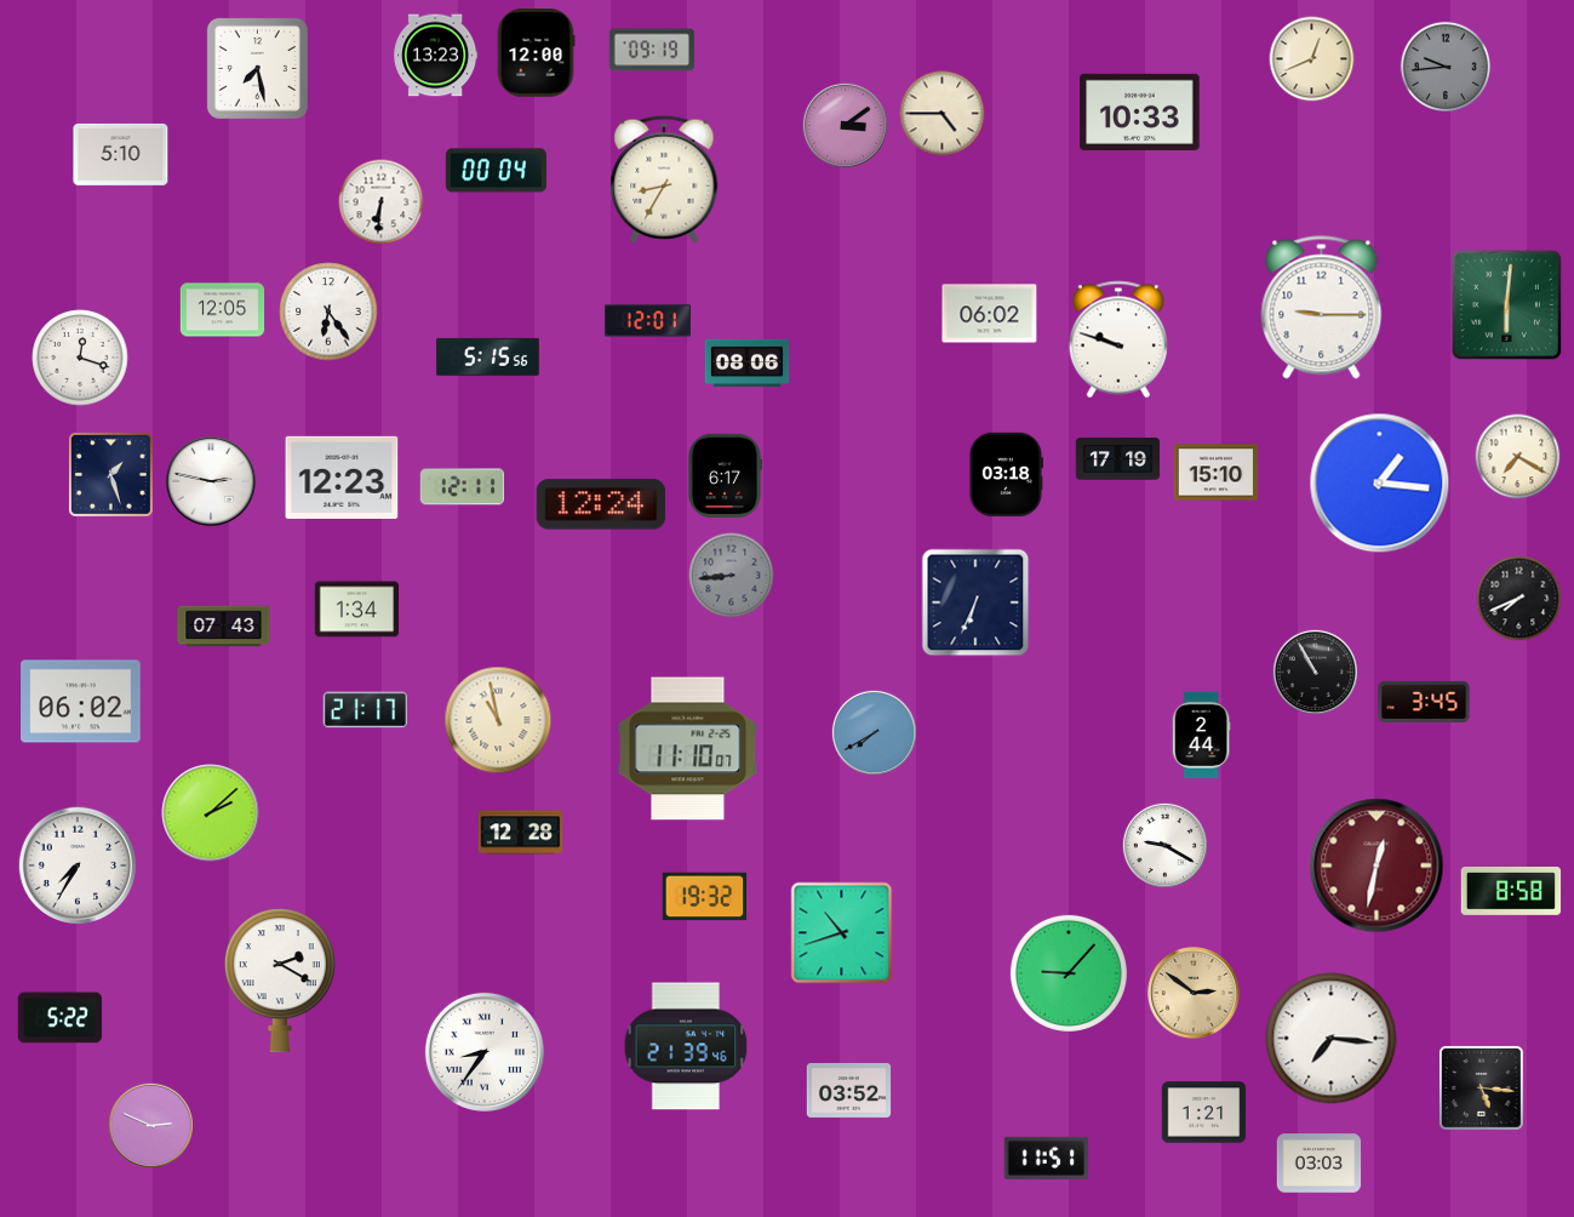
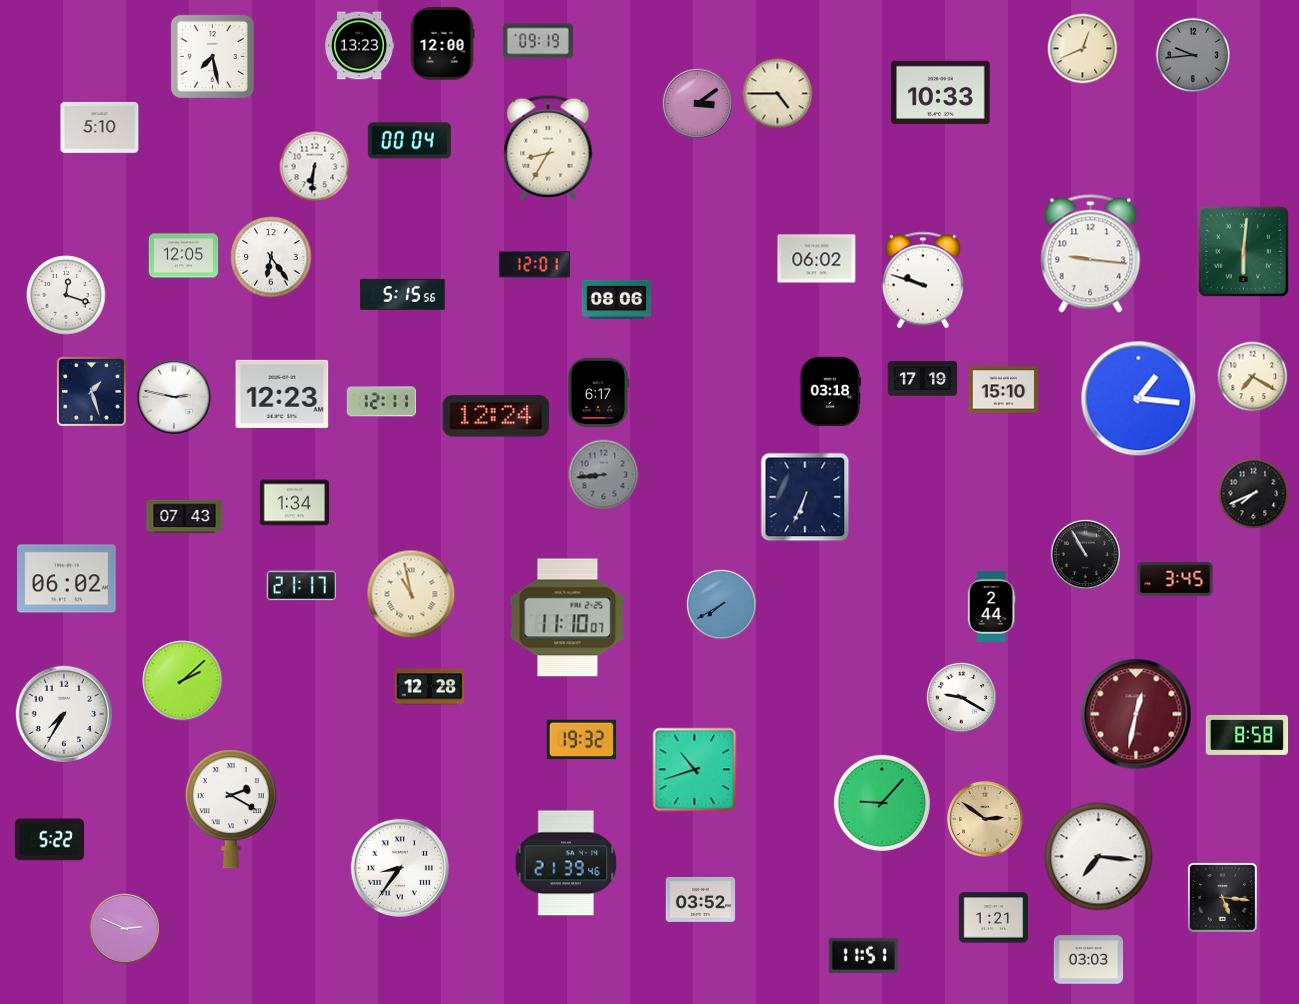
clock at (1322, 308): 9:15 -> 9:16
clock at (211, 813) position: (211, 813) -> (183, 681)
